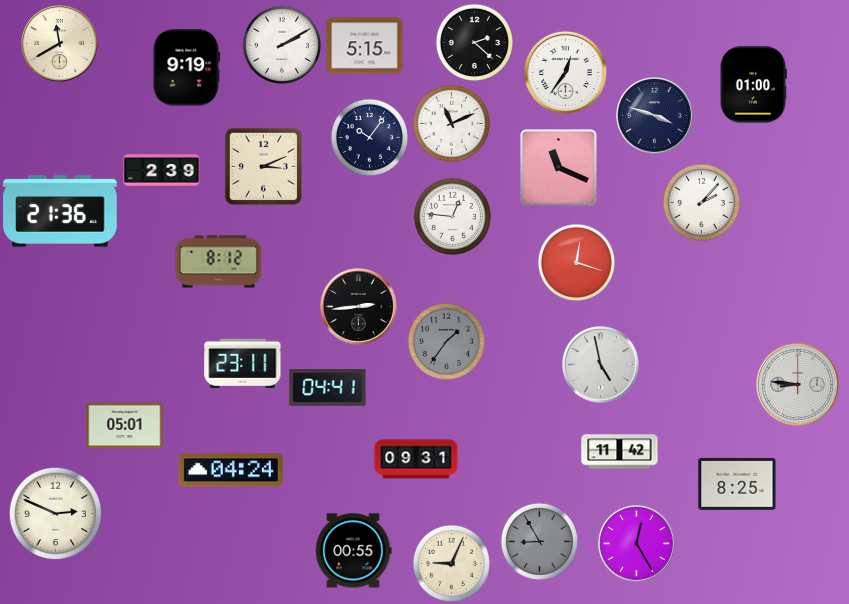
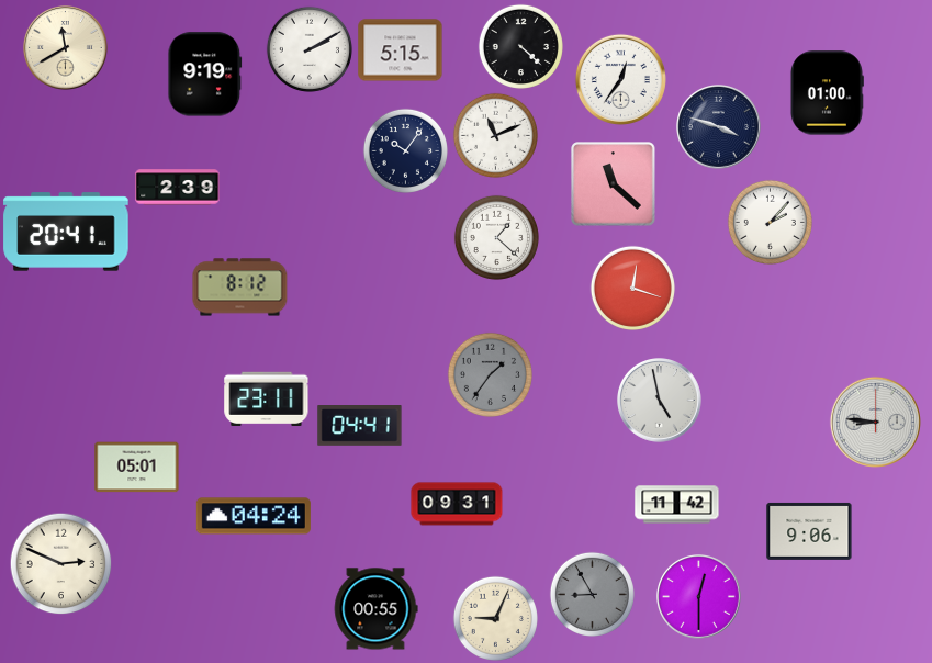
clock at (474, 42): 2:22 -> 4:22
clock at (263, 166): 3:11 -> none
clock at (559, 168): 11:19 -> 11:22
clock at (60, 211): 21:36 -> 20:41
clock at (452, 216): 12:46 -> 1:22
clock at (359, 307): 2:44 -> none
clock at (620, 452) position: (620, 452) -> (677, 505)
clock at (737, 484): 8:25 -> 9:06
clock at (637, 544): 12:25 -> 12:30
clock at (353, 551) position: (353, 551) -> (375, 609)
